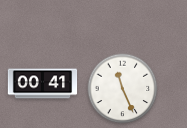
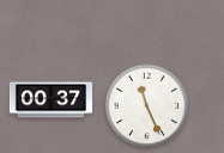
clock at (43, 84): 00:41 -> 00:37
